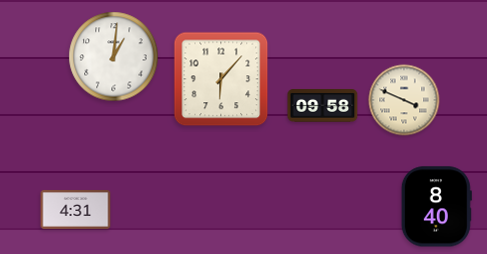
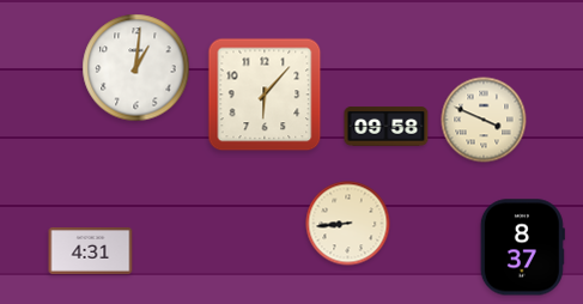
clock at (348, 224): none -> 8:44
clock at (436, 207): 8:40 -> 8:37
